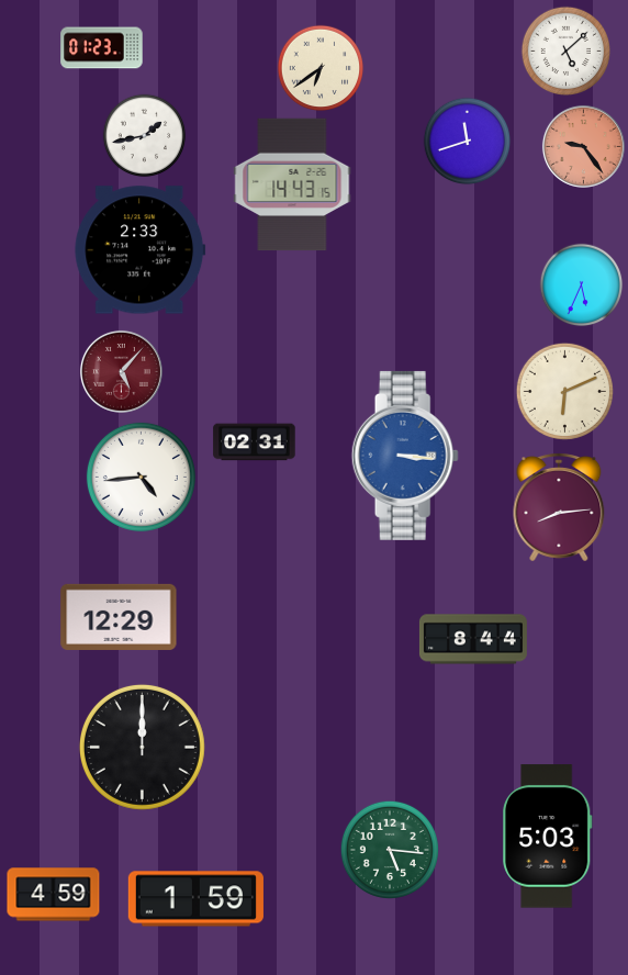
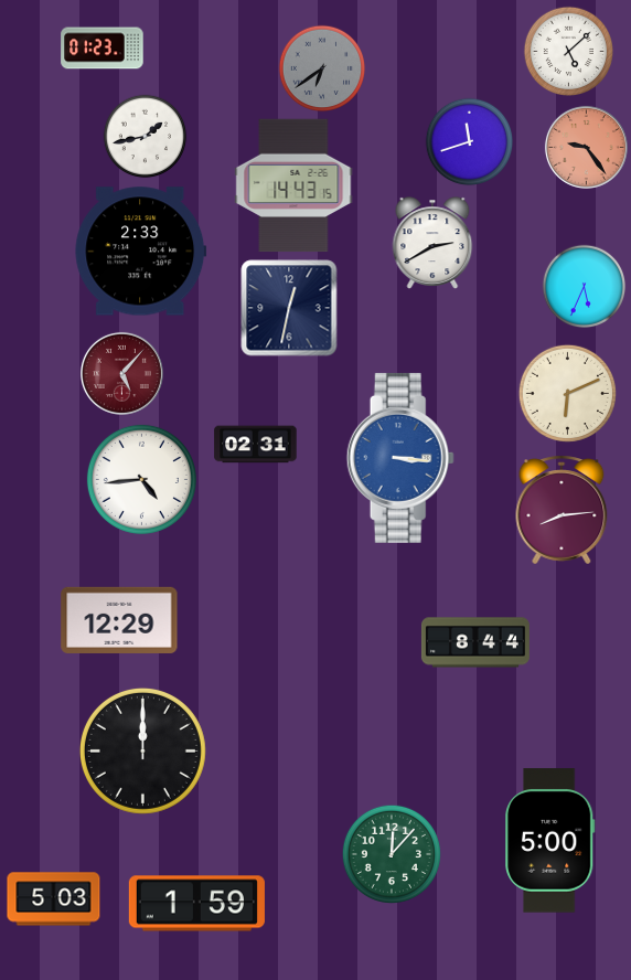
clock at (321, 68) dial: cream -> grey
clock at (432, 243): none -> 2:40
clock at (289, 308): none -> 12:32
clock at (405, 456) position: (405, 456) -> (400, 458)
clock at (548, 837): 5:03 -> 5:00
clock at (390, 850): 5:16 -> 12:07
clock at (54, 895): 4:59 -> 5:03
